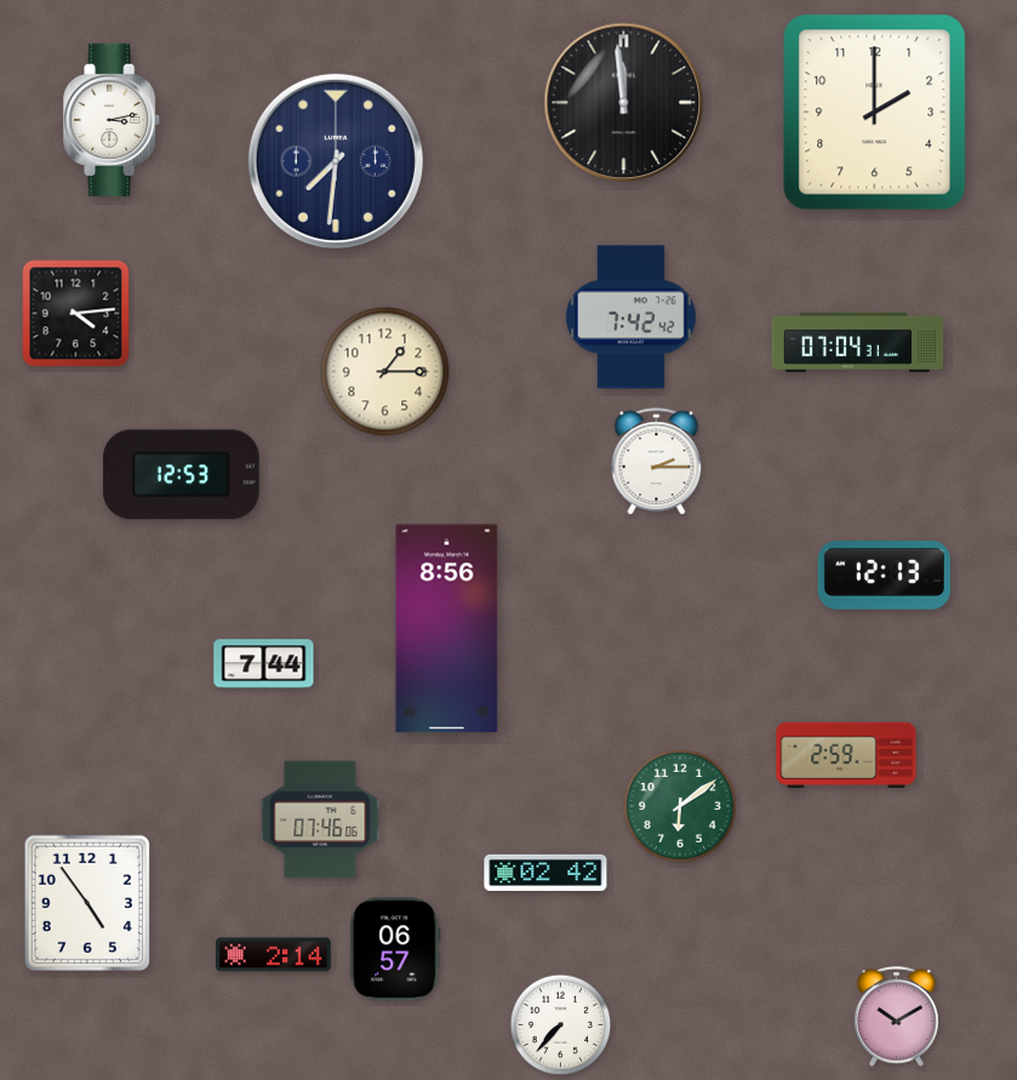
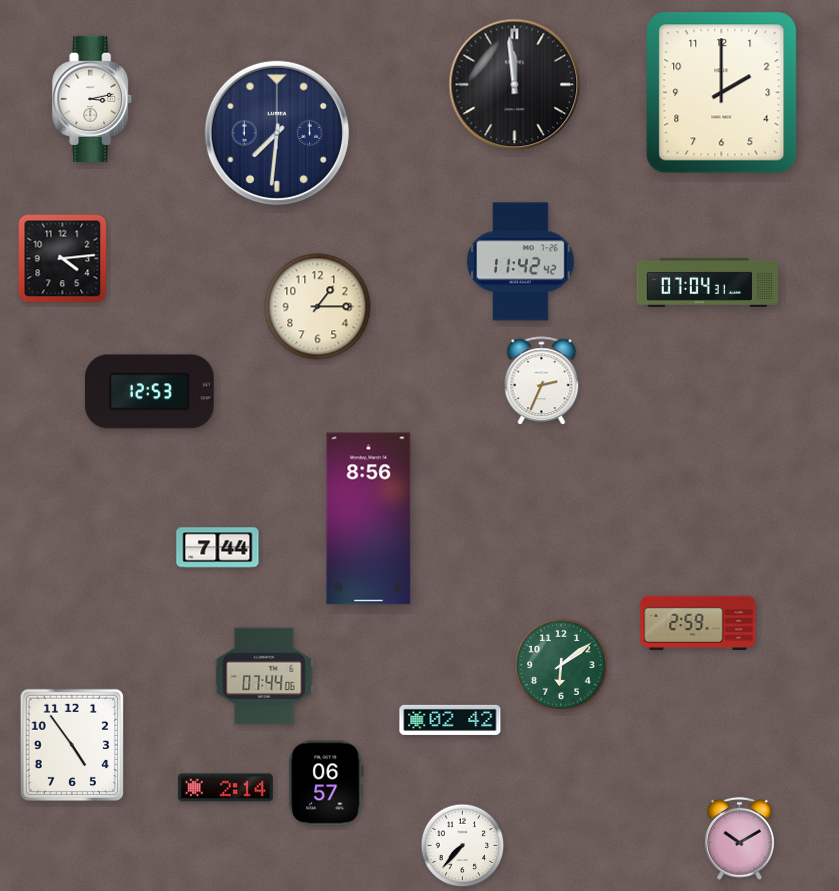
clock at (632, 318): 7:42 -> 11:42
clock at (657, 462): 2:15 -> 2:34
clock at (884, 576): 12:13 -> none
clock at (320, 819): 07:46 -> 07:44
